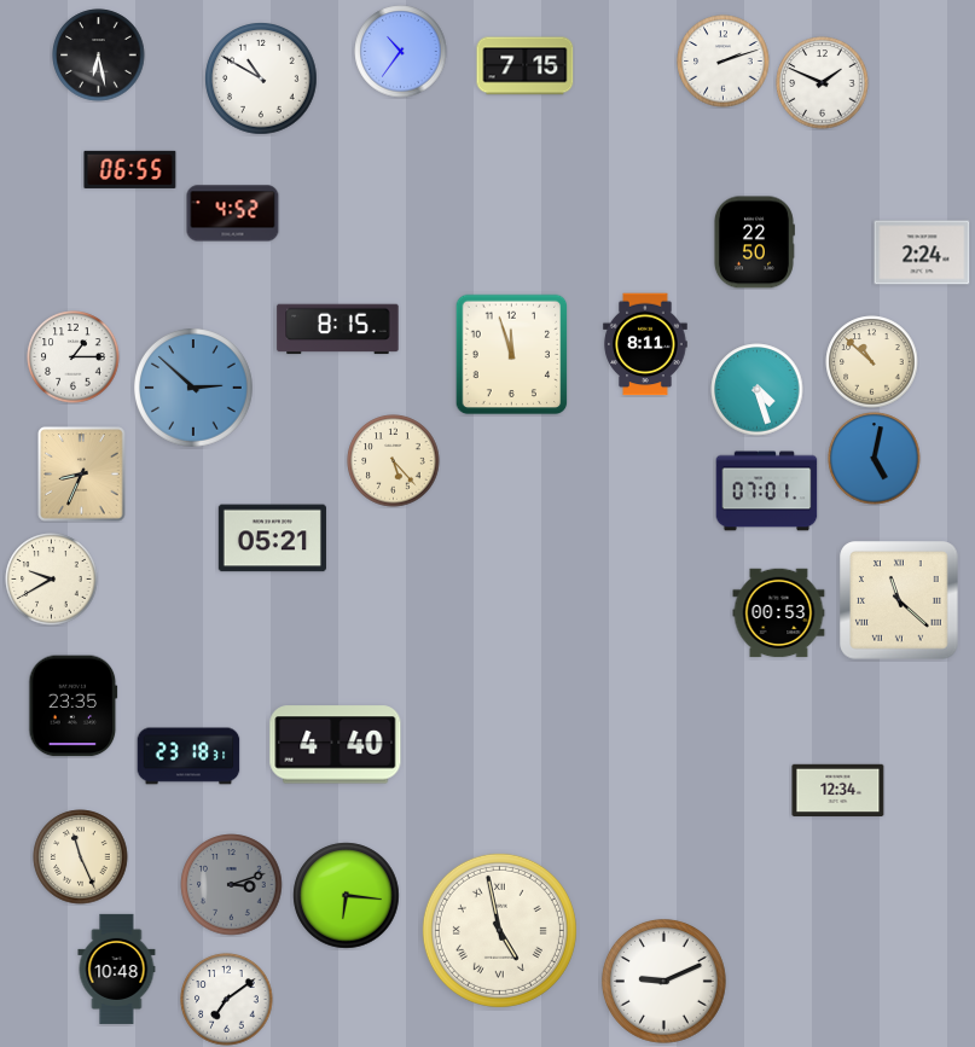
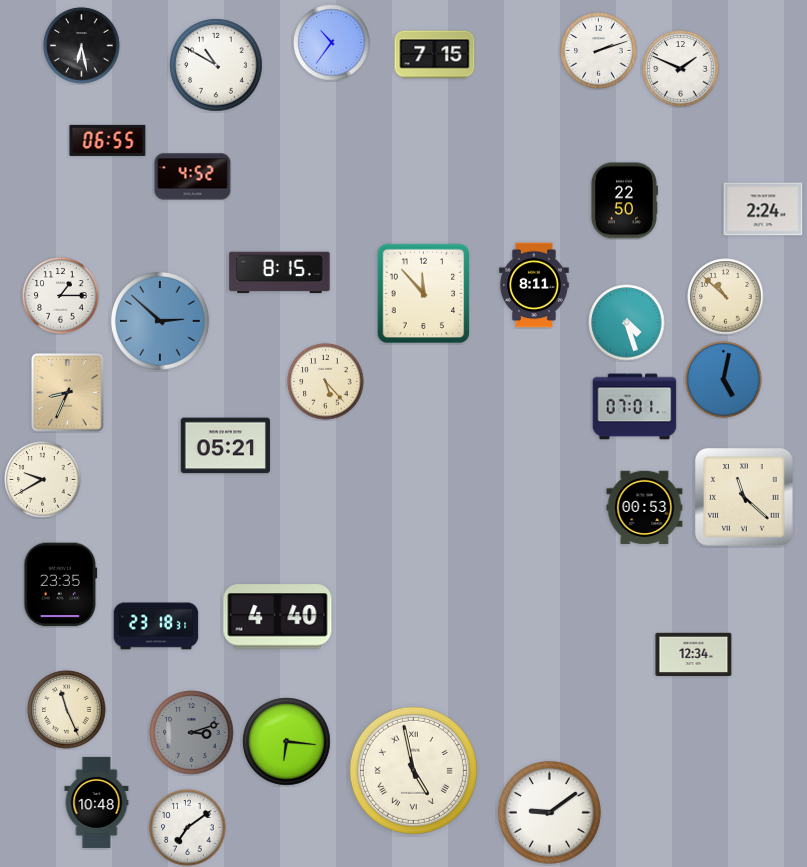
clock at (512, 355): 11:57 -> 11:53
clock at (872, 362) position: (872, 362) -> (726, 297)
clock at (663, 981): 9:11 -> 9:09
